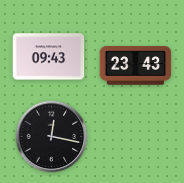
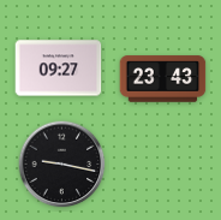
clock at (49, 57): 09:43 -> 09:27
clock at (52, 137): 12:17 -> 9:17
